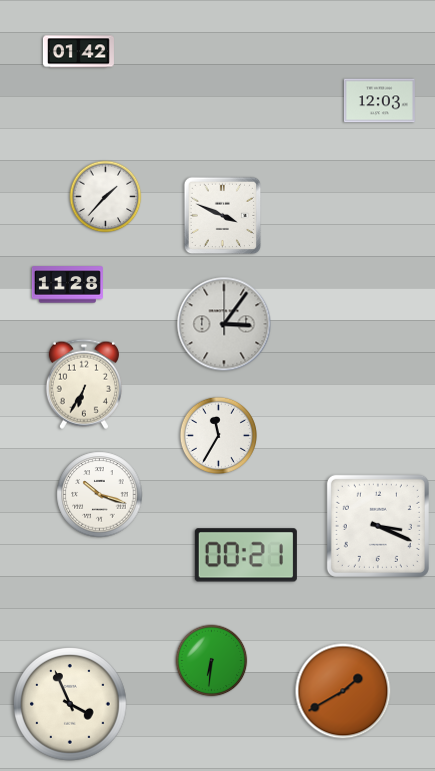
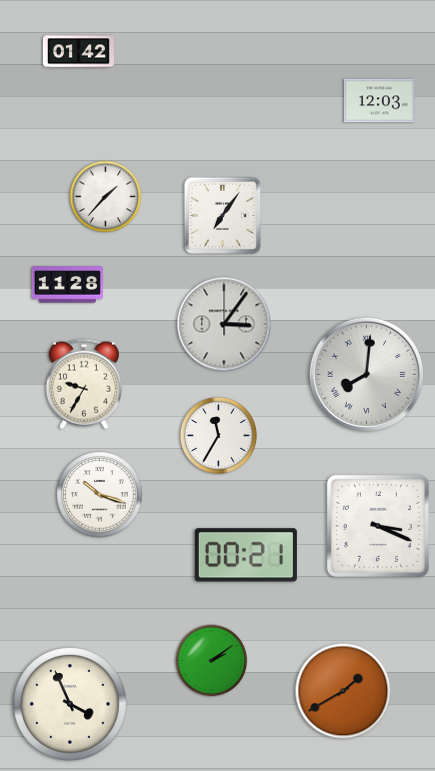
clock at (223, 216): 3:49 -> 7:06
clock at (366, 374): none -> 8:01
clock at (84, 384): 6:35 -> 9:35
clock at (212, 661): 6:31 -> 2:09
